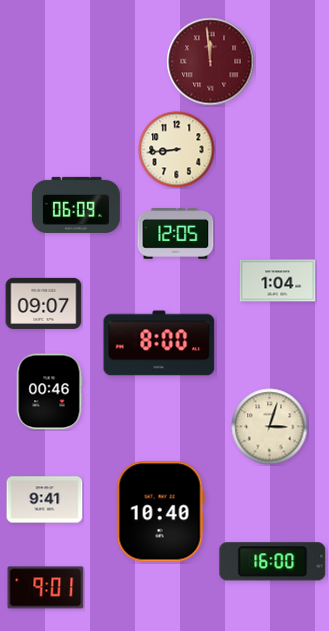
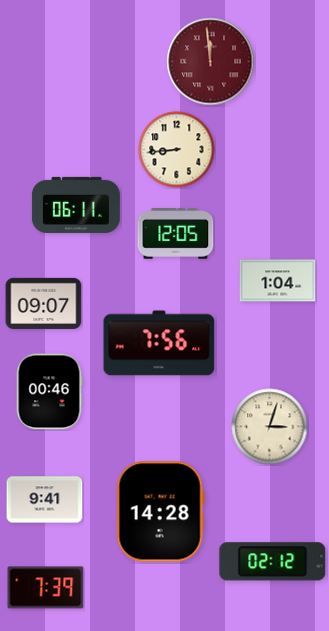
clock at (76, 205): 06:09 -> 06:11
clock at (159, 343): 8:00 -> 7:56
clock at (160, 512): 10:40 -> 14:28
clock at (273, 562): 16:00 -> 02:12
clock at (46, 588): 9:01 -> 7:39
